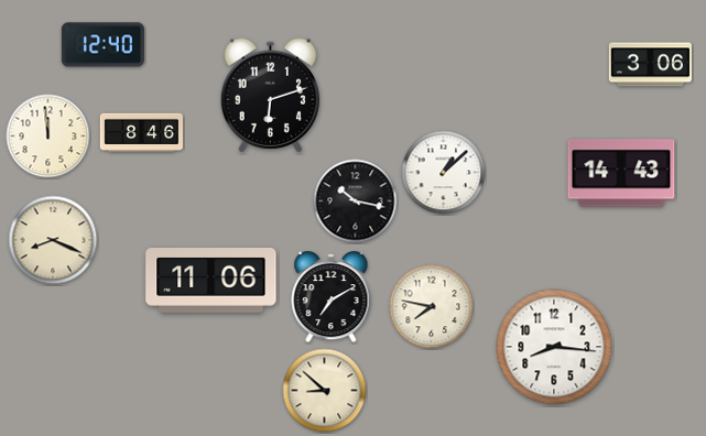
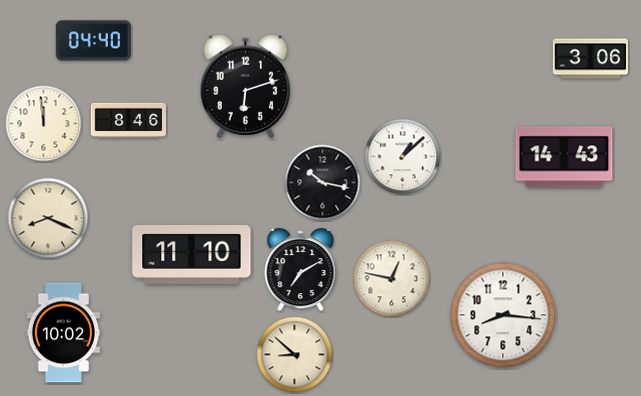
clock at (102, 45): 12:40 -> 04:40
clock at (211, 281): 11:06 -> 11:10
clock at (432, 307): 7:47 -> 12:47
clock at (63, 333): none -> 10:02
